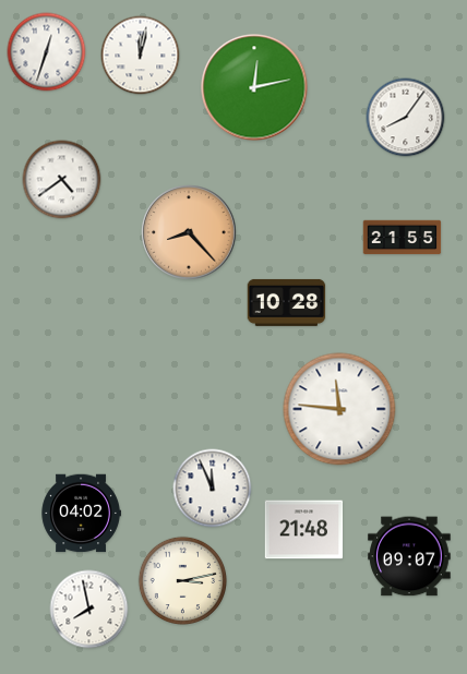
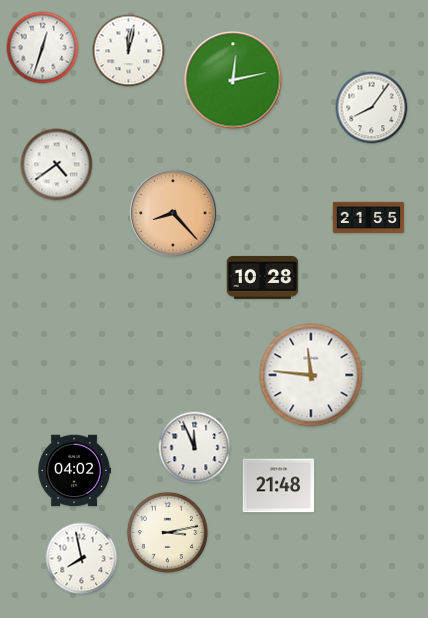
clock at (409, 556): 09:07 -> none
